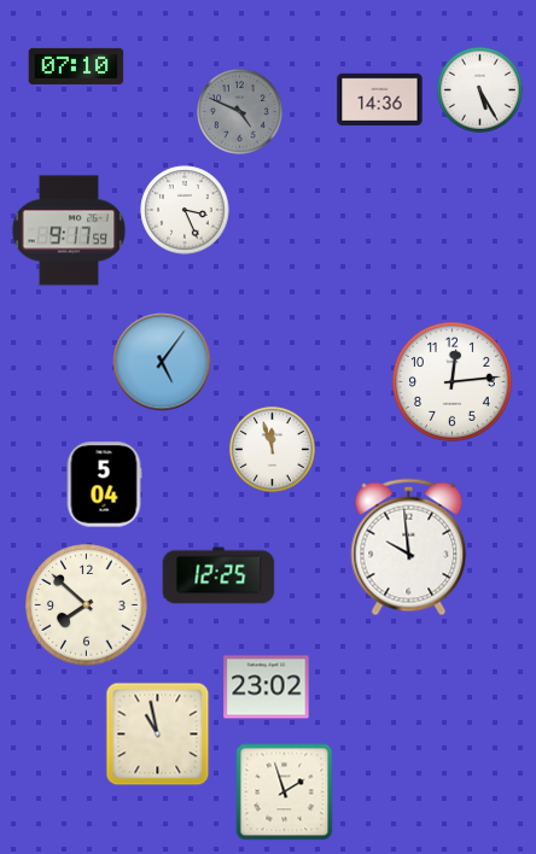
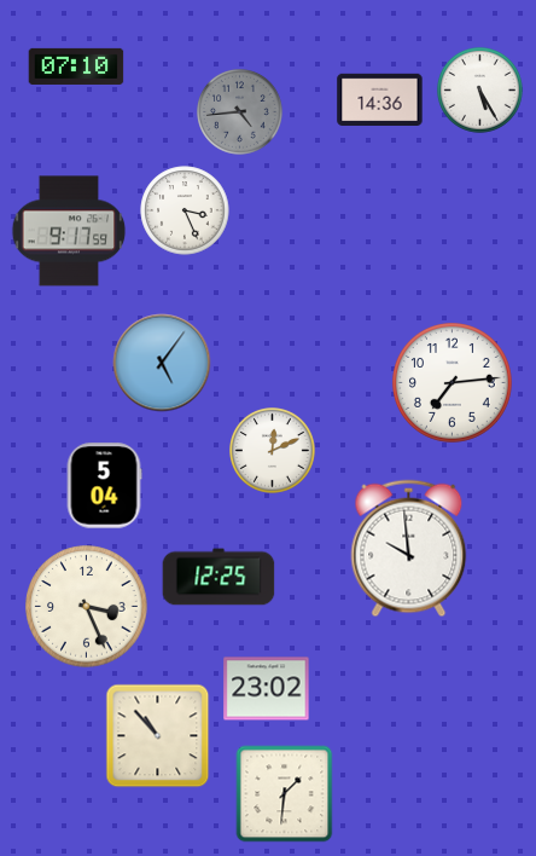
clock at (240, 112): 4:49 -> 4:44
clock at (453, 382): 12:14 -> 7:14
clock at (273, 450): 11:57 -> 12:11
clock at (87, 606): 7:52 -> 3:26
clock at (158, 735): 10:58 -> 10:53
clock at (285, 792): 1:57 -> 1:31
